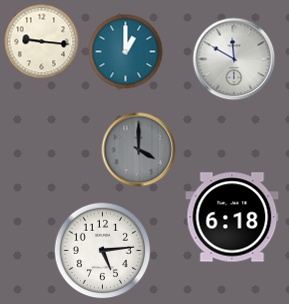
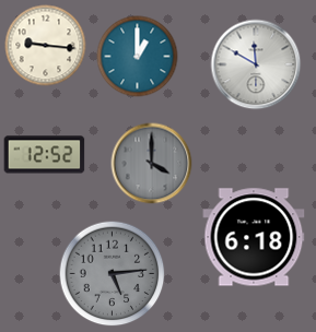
clock at (45, 155): none -> 12:52
clock at (103, 251) dial: white -> grey
